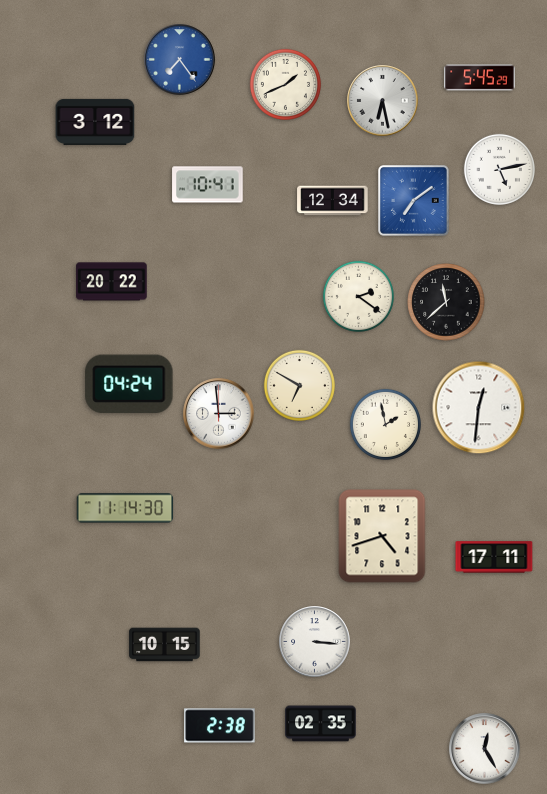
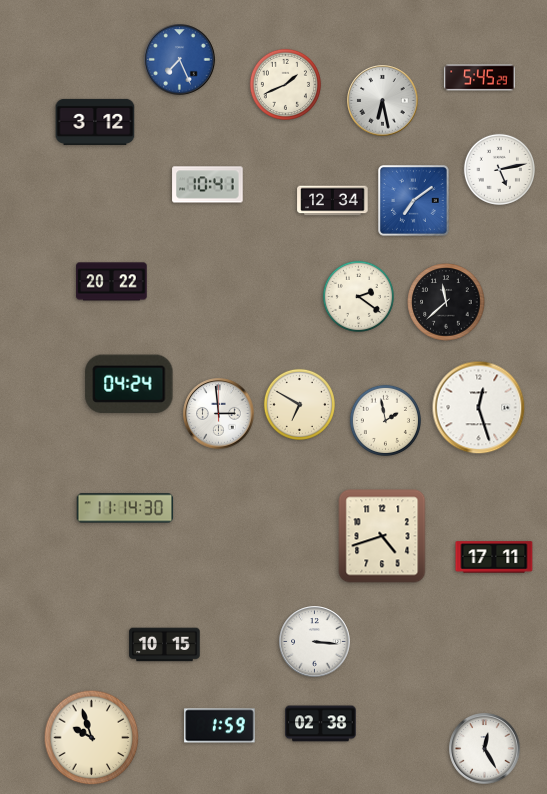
clock at (180, 60): 7:24 -> 7:26
clock at (299, 385) position: (299, 385) -> (299, 404)
clock at (479, 408): 12:31 -> 12:27
clock at (385, 424) position: (385, 424) -> (385, 420)
clock at (321, 724): 02:35 -> 02:38
clock at (220, 726): 2:38 -> 1:59
clock at (92, 738): none -> 9:57
